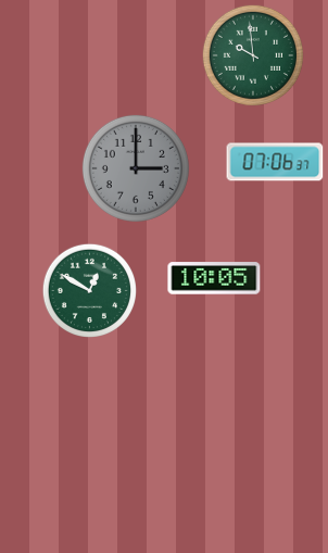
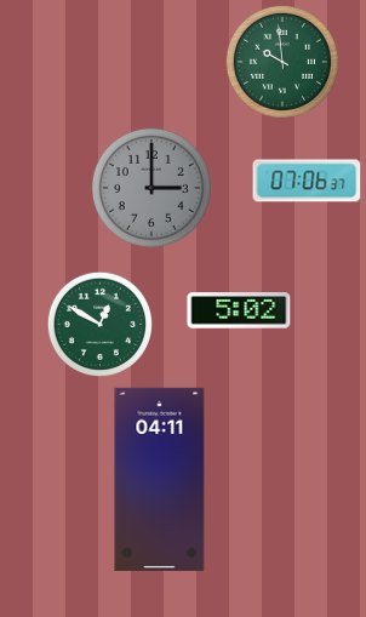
clock at (214, 278): 10:05 -> 5:02
clock at (160, 479): none -> 04:11
